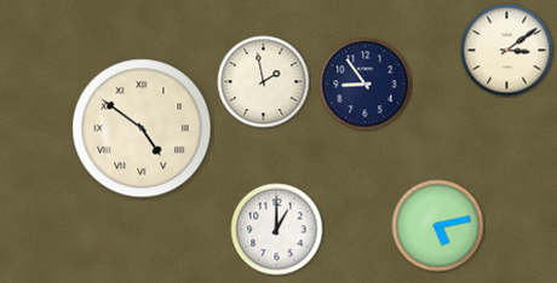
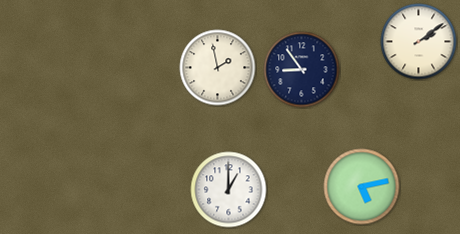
clock at (507, 51): 3:09 -> 2:09
clock at (142, 128): 4:51 -> none
